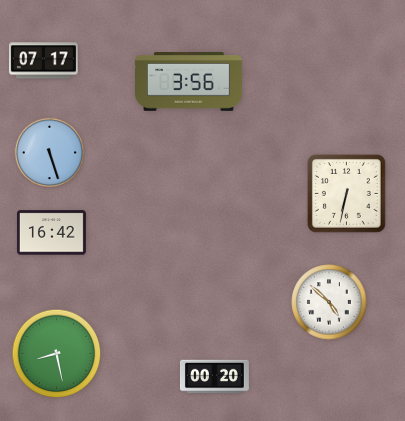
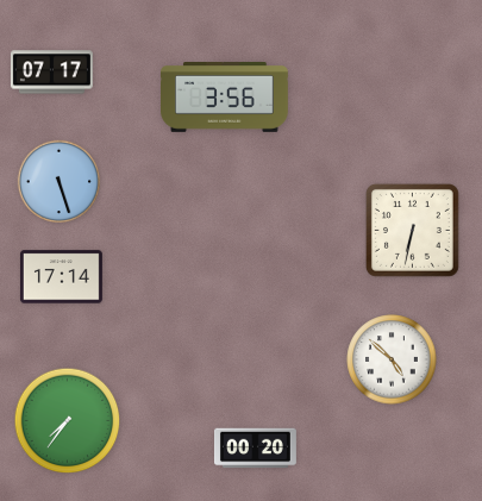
clock at (51, 233): 16:42 -> 17:14
clock at (57, 354): 8:28 -> 7:36
